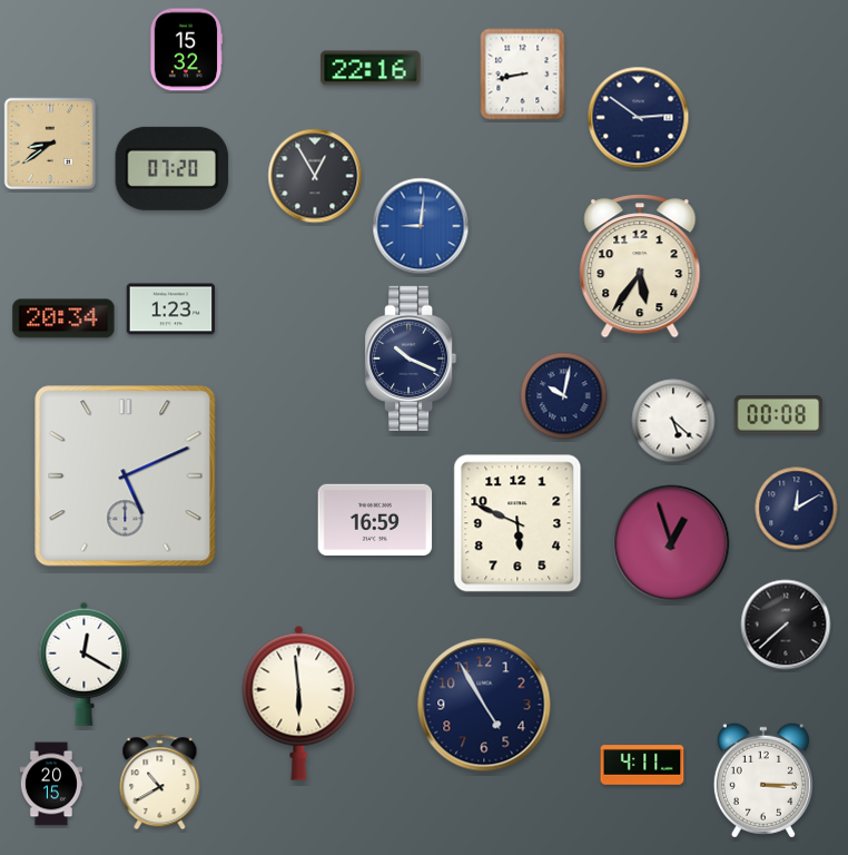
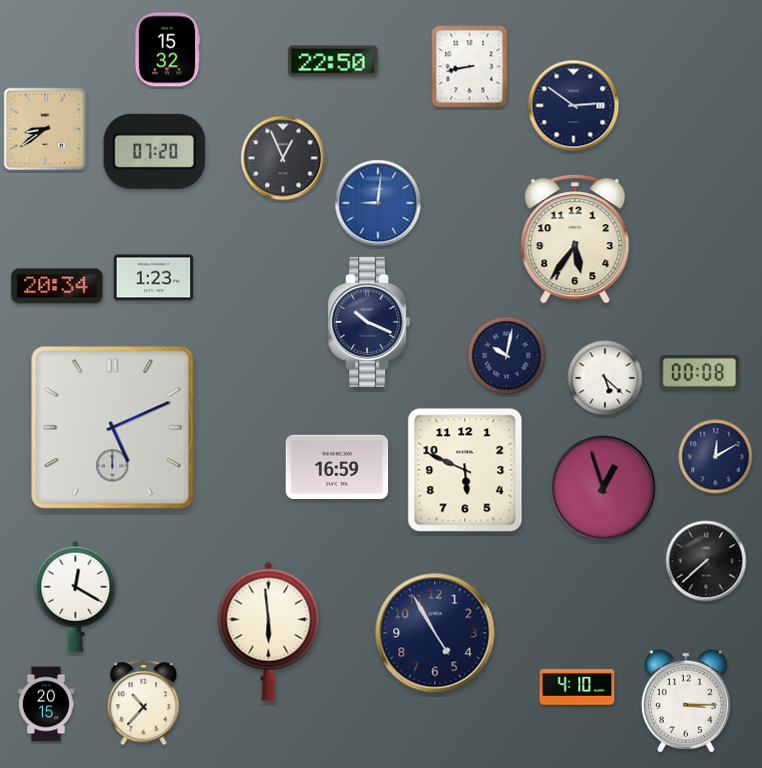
clock at (186, 50) position: (186, 50) -> (167, 50)
clock at (371, 68): 22:16 -> 22:50
clock at (315, 176): 12:55 -> 12:56
clock at (642, 765): 4:11 -> 4:10
clock at (160, 783): 10:40 -> 10:37
